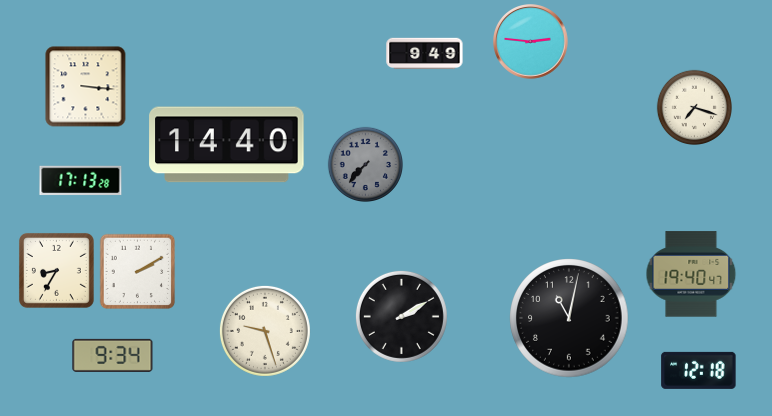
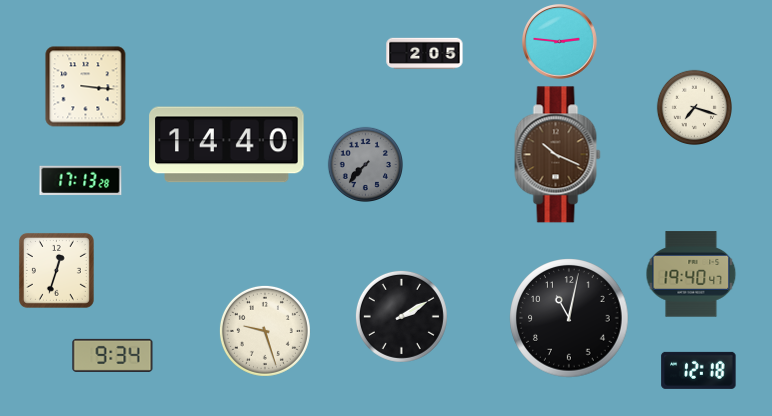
clock at (531, 42) position: (531, 42) -> (560, 42)
clock at (425, 54): 9:49 -> 2:05
clock at (558, 155): none -> 10:19
clock at (56, 270): 8:35 -> 12:33
clock at (138, 272): 2:10 -> none
